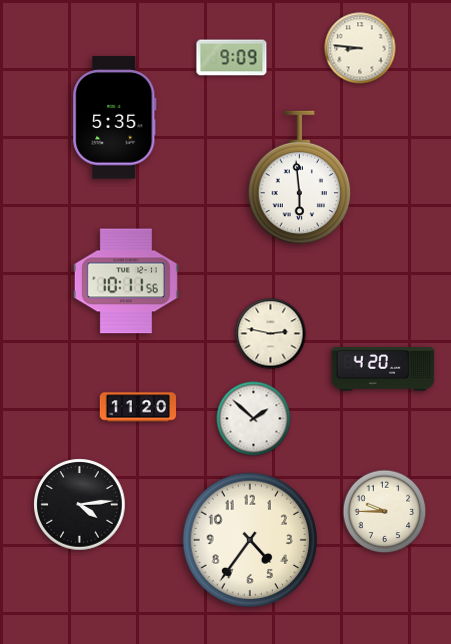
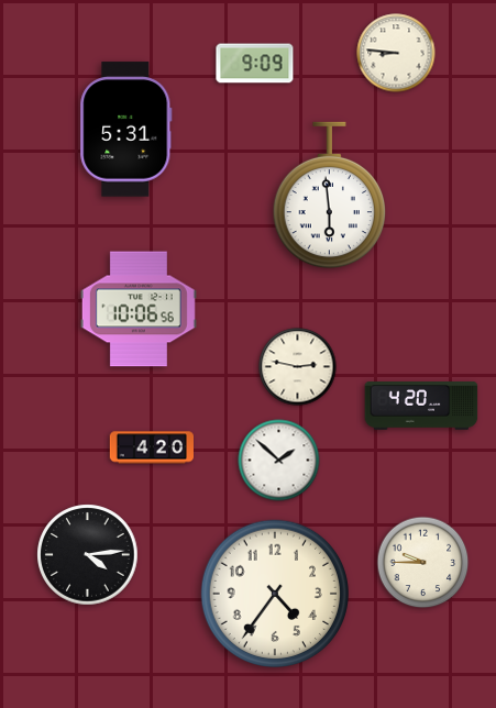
clock at (115, 118): 5:35 -> 5:31
clock at (126, 281): 10:11 -> 10:06
clock at (137, 407): 11:20 -> 4:20
